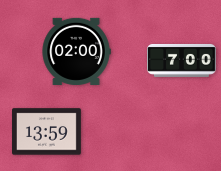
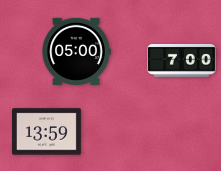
clock at (76, 51): 02:00 -> 05:00
